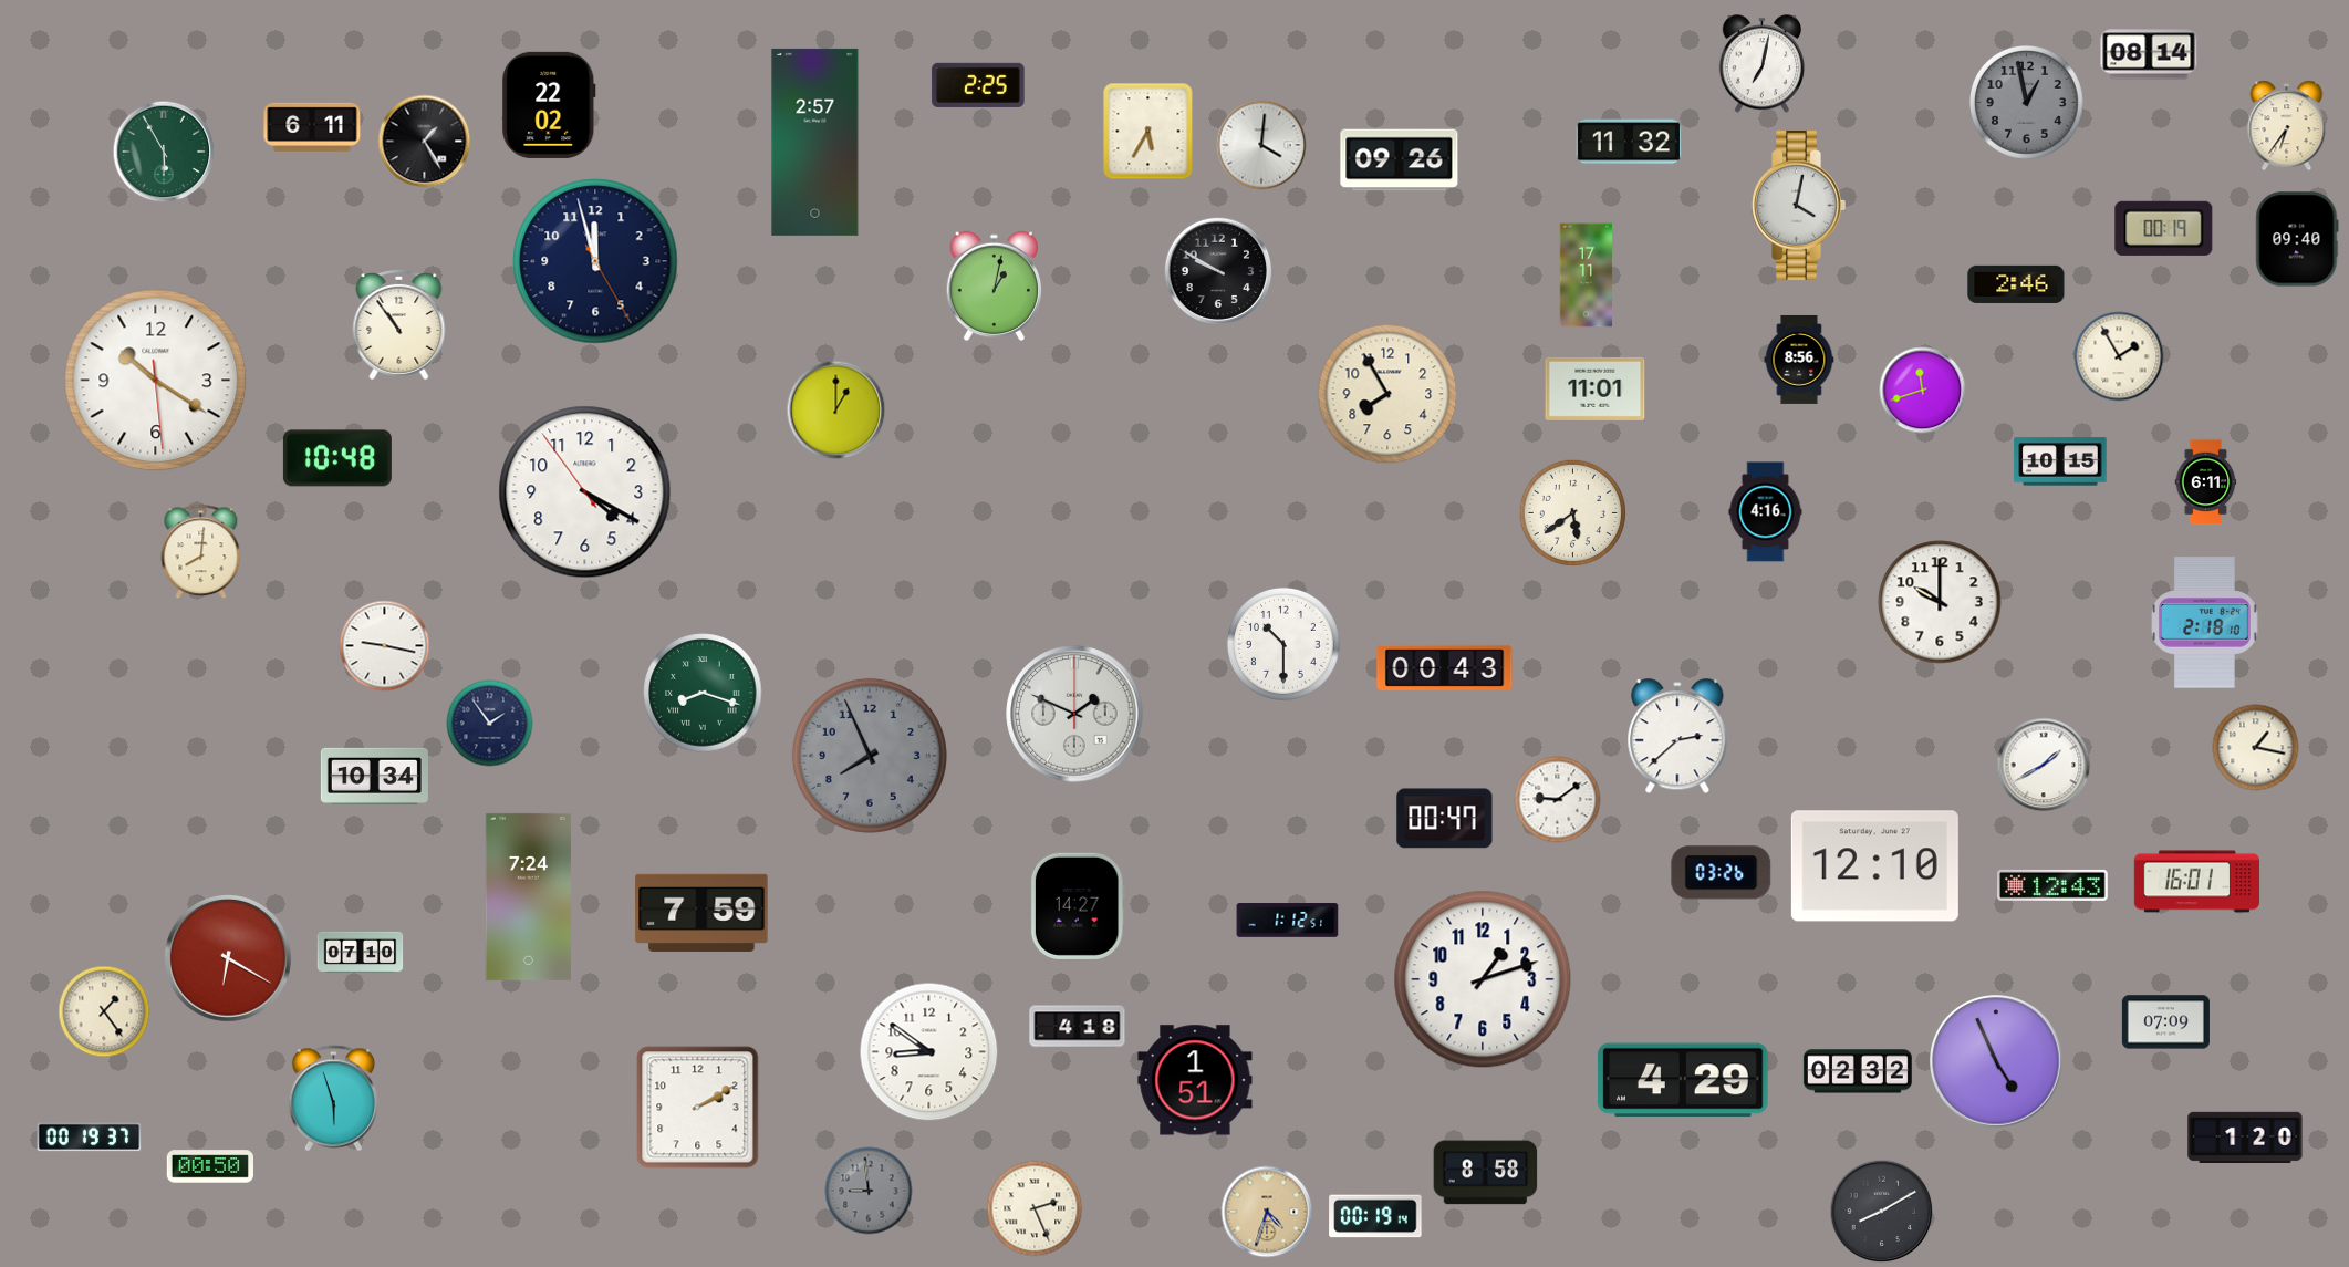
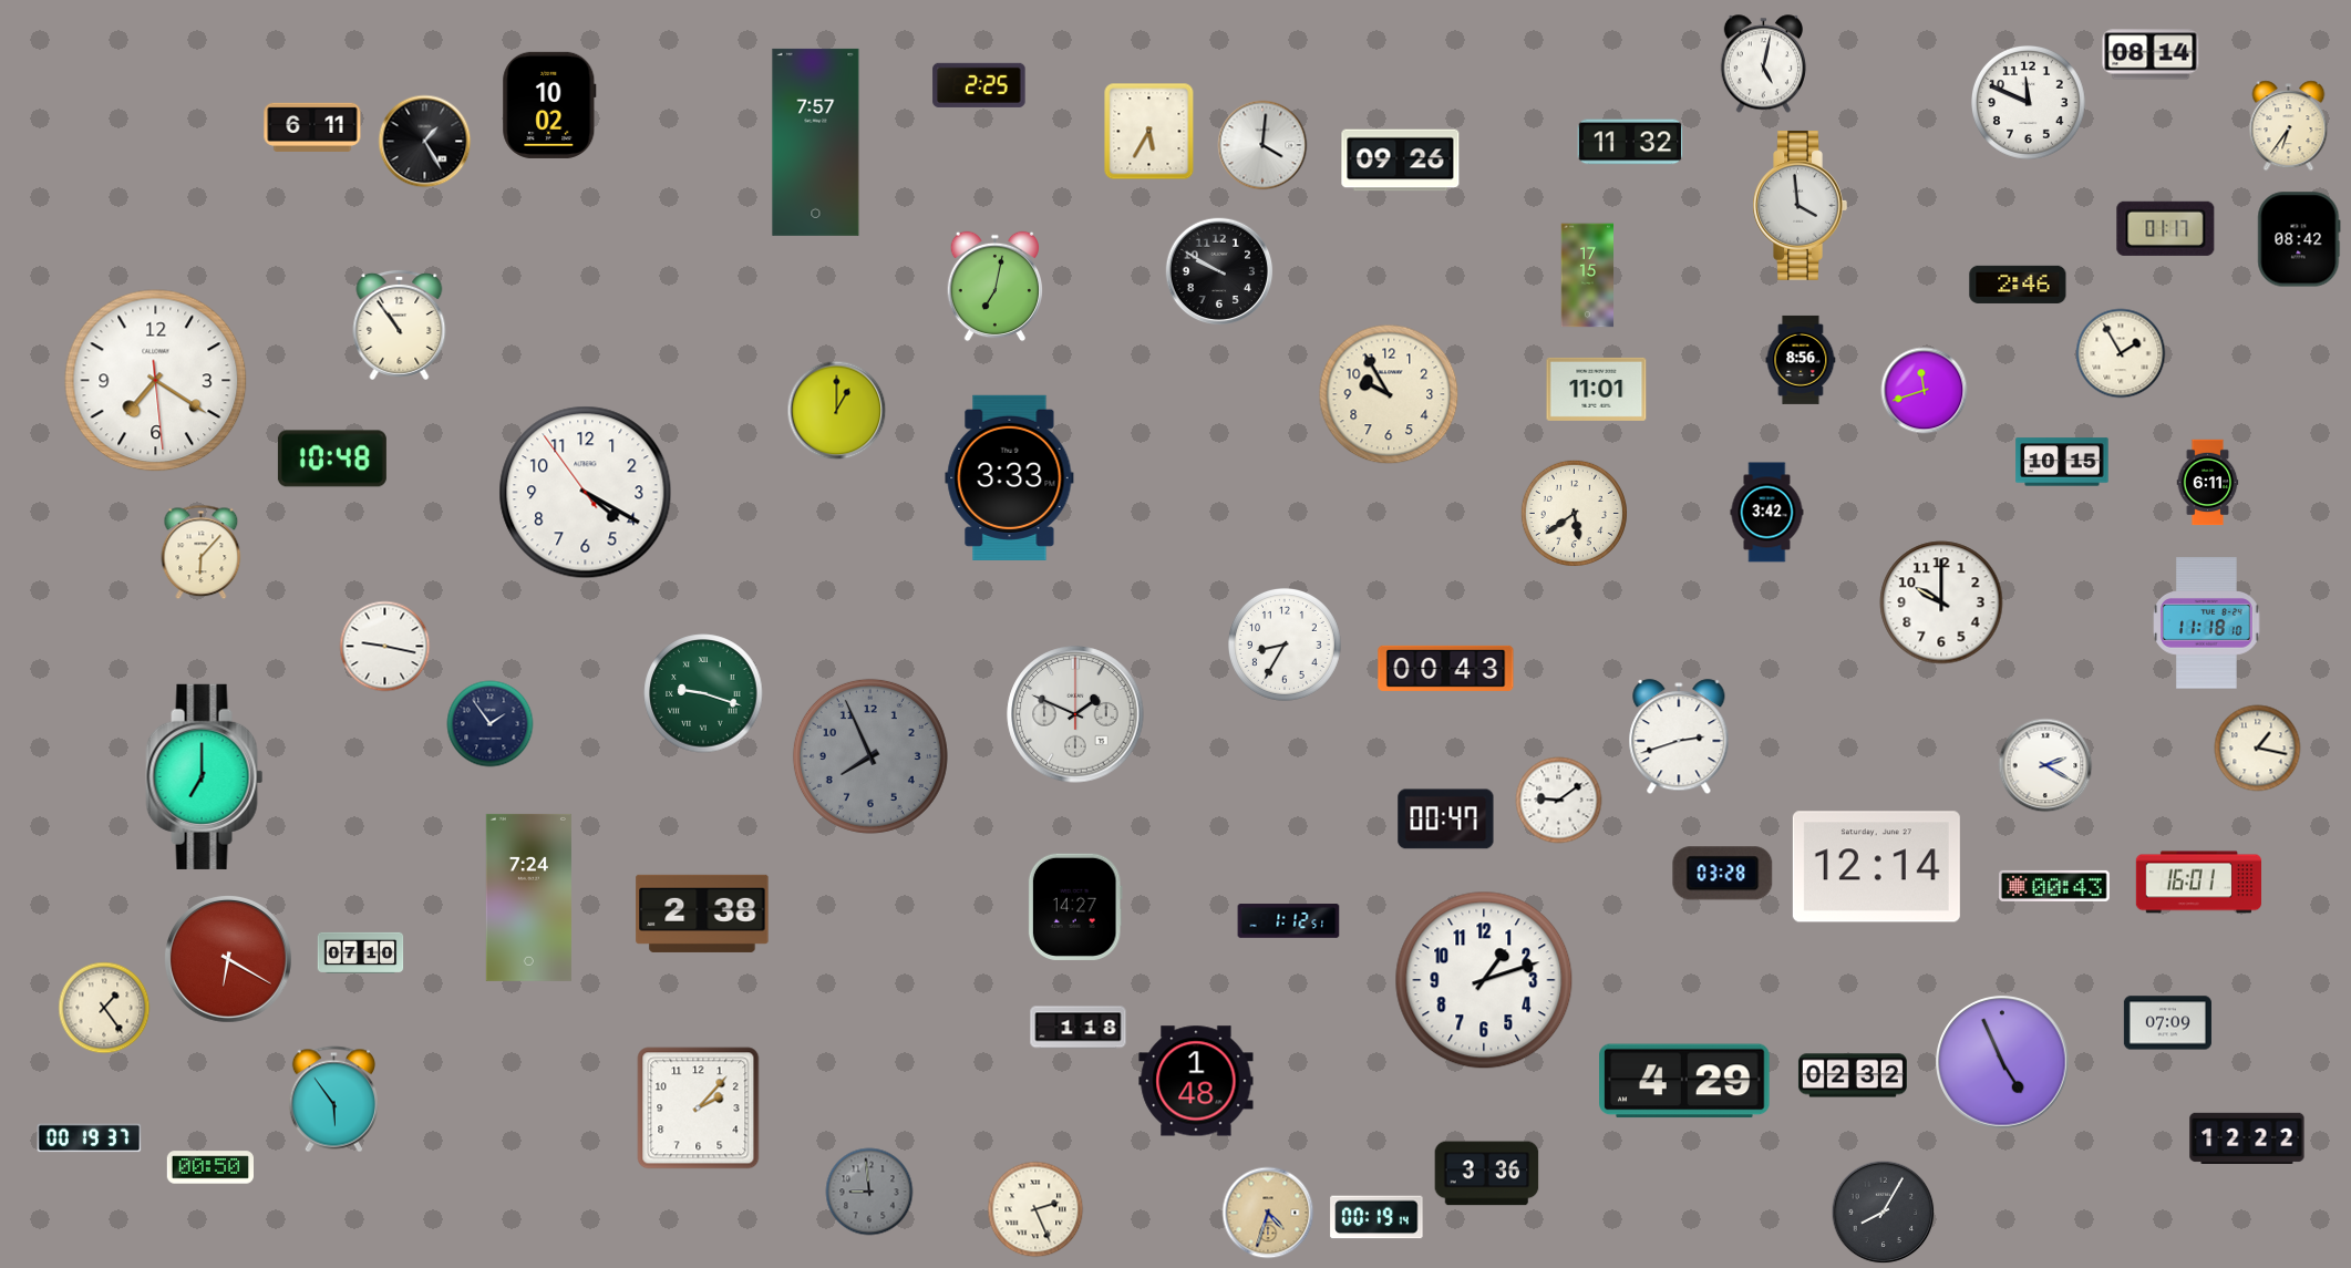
clock at (1761, 64): 7:02 -> 5:02
clock at (2027, 103): 12:58 -> 11:49
clock at (2027, 103) dial: grey -> white
clock at (549, 105): 22:02 -> 10:02
clock at (815, 142): 2:57 -> 7:57
clock at (164, 152): 5:55 -> none
clock at (1798, 206): 4:02 -> 3:59
clock at (2164, 228): 00:19 -> 01:17
clock at (2297, 239): 09:40 -> 08:42
clock at (595, 261): 11:57 -> none
clock at (1587, 276): 17:11 -> 17:15
clock at (995, 287): 1:02 -> 7:02
clock at (2119, 356) position: (2119, 356) -> (2121, 353)
clock at (156, 381): 10:20 -> 7:20
clock at (1387, 394): 7:55 -> 9:55
clock at (337, 458) position: (337, 458) -> (332, 458)
clock at (1010, 477): none -> 3:33
clock at (1766, 512): 4:16 -> 3:42
clock at (201, 552): 8:01 -> 6:07
clock at (2205, 623): 2:18 -> 11:18
clock at (1283, 644): 10:30 -> 8:35
clock at (703, 693): 8:18 -> 9:18
clock at (1677, 737): 2:38 -> 2:42
clock at (2044, 765): 1:40 -> 2:20
clock at (205, 776): none -> 7:00
clock at (374, 776): 10:34 -> none
clock at (1874, 866): 12:10 -> 12:14
clock at (1722, 873): 03:26 -> 03:28
clock at (2054, 885): 12:43 -> 00:43
clock at (1078, 906) position: (1078, 906) -> (1075, 907)
clock at (701, 913): 7:59 -> 2:38
clock at (104, 1011) position: (104, 1011) -> (104, 1008)
clock at (1078, 1027): 4:18 -> 1:18
clock at (929, 1052): 8:51 -> none
clock at (1996, 1061) position: (1996, 1061) -> (2002, 1062)
clock at (1858, 1071) position: (1858, 1071) -> (1853, 1075)
clock at (1195, 1080): 1:51 -> 1:48
clock at (333, 1099): 5:57 -> 5:54
clock at (698, 1108): 2:10 -> 2:07
clock at (2245, 1136): 1:20 -> 12:22
clock at (1486, 1173): 8:58 -> 3:36
clock at (1882, 1212): 8:10 -> 8:05
